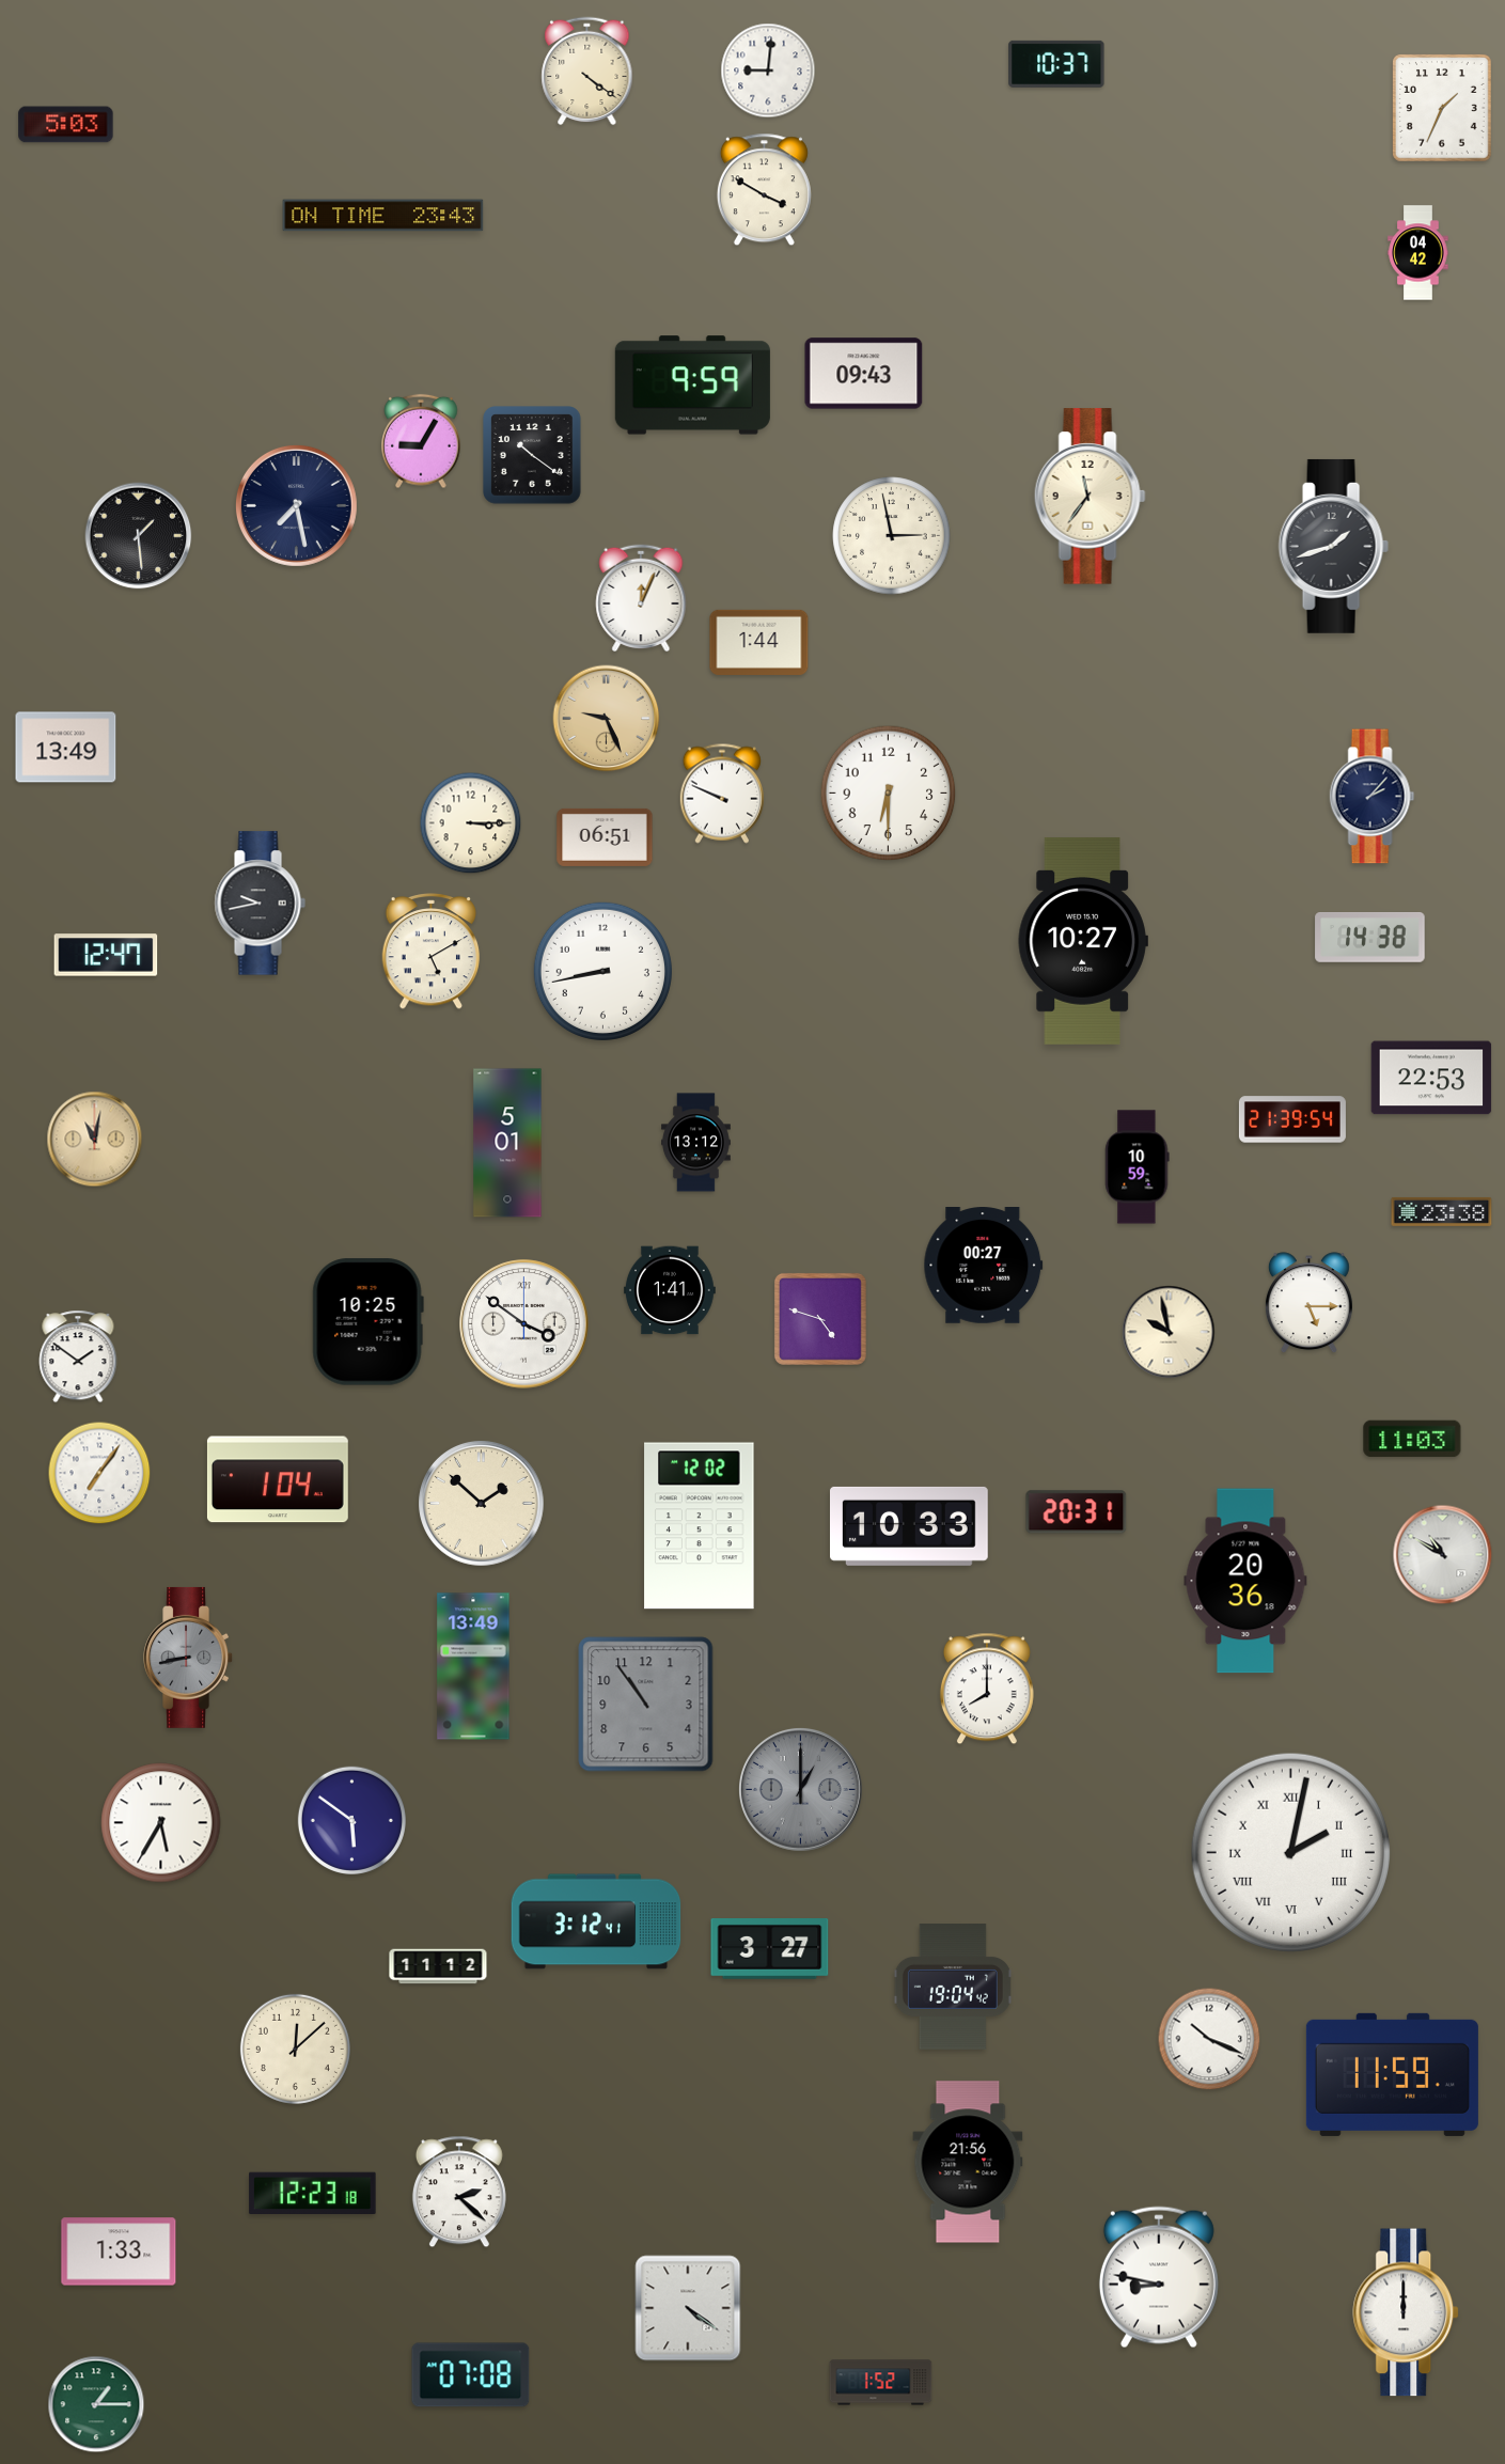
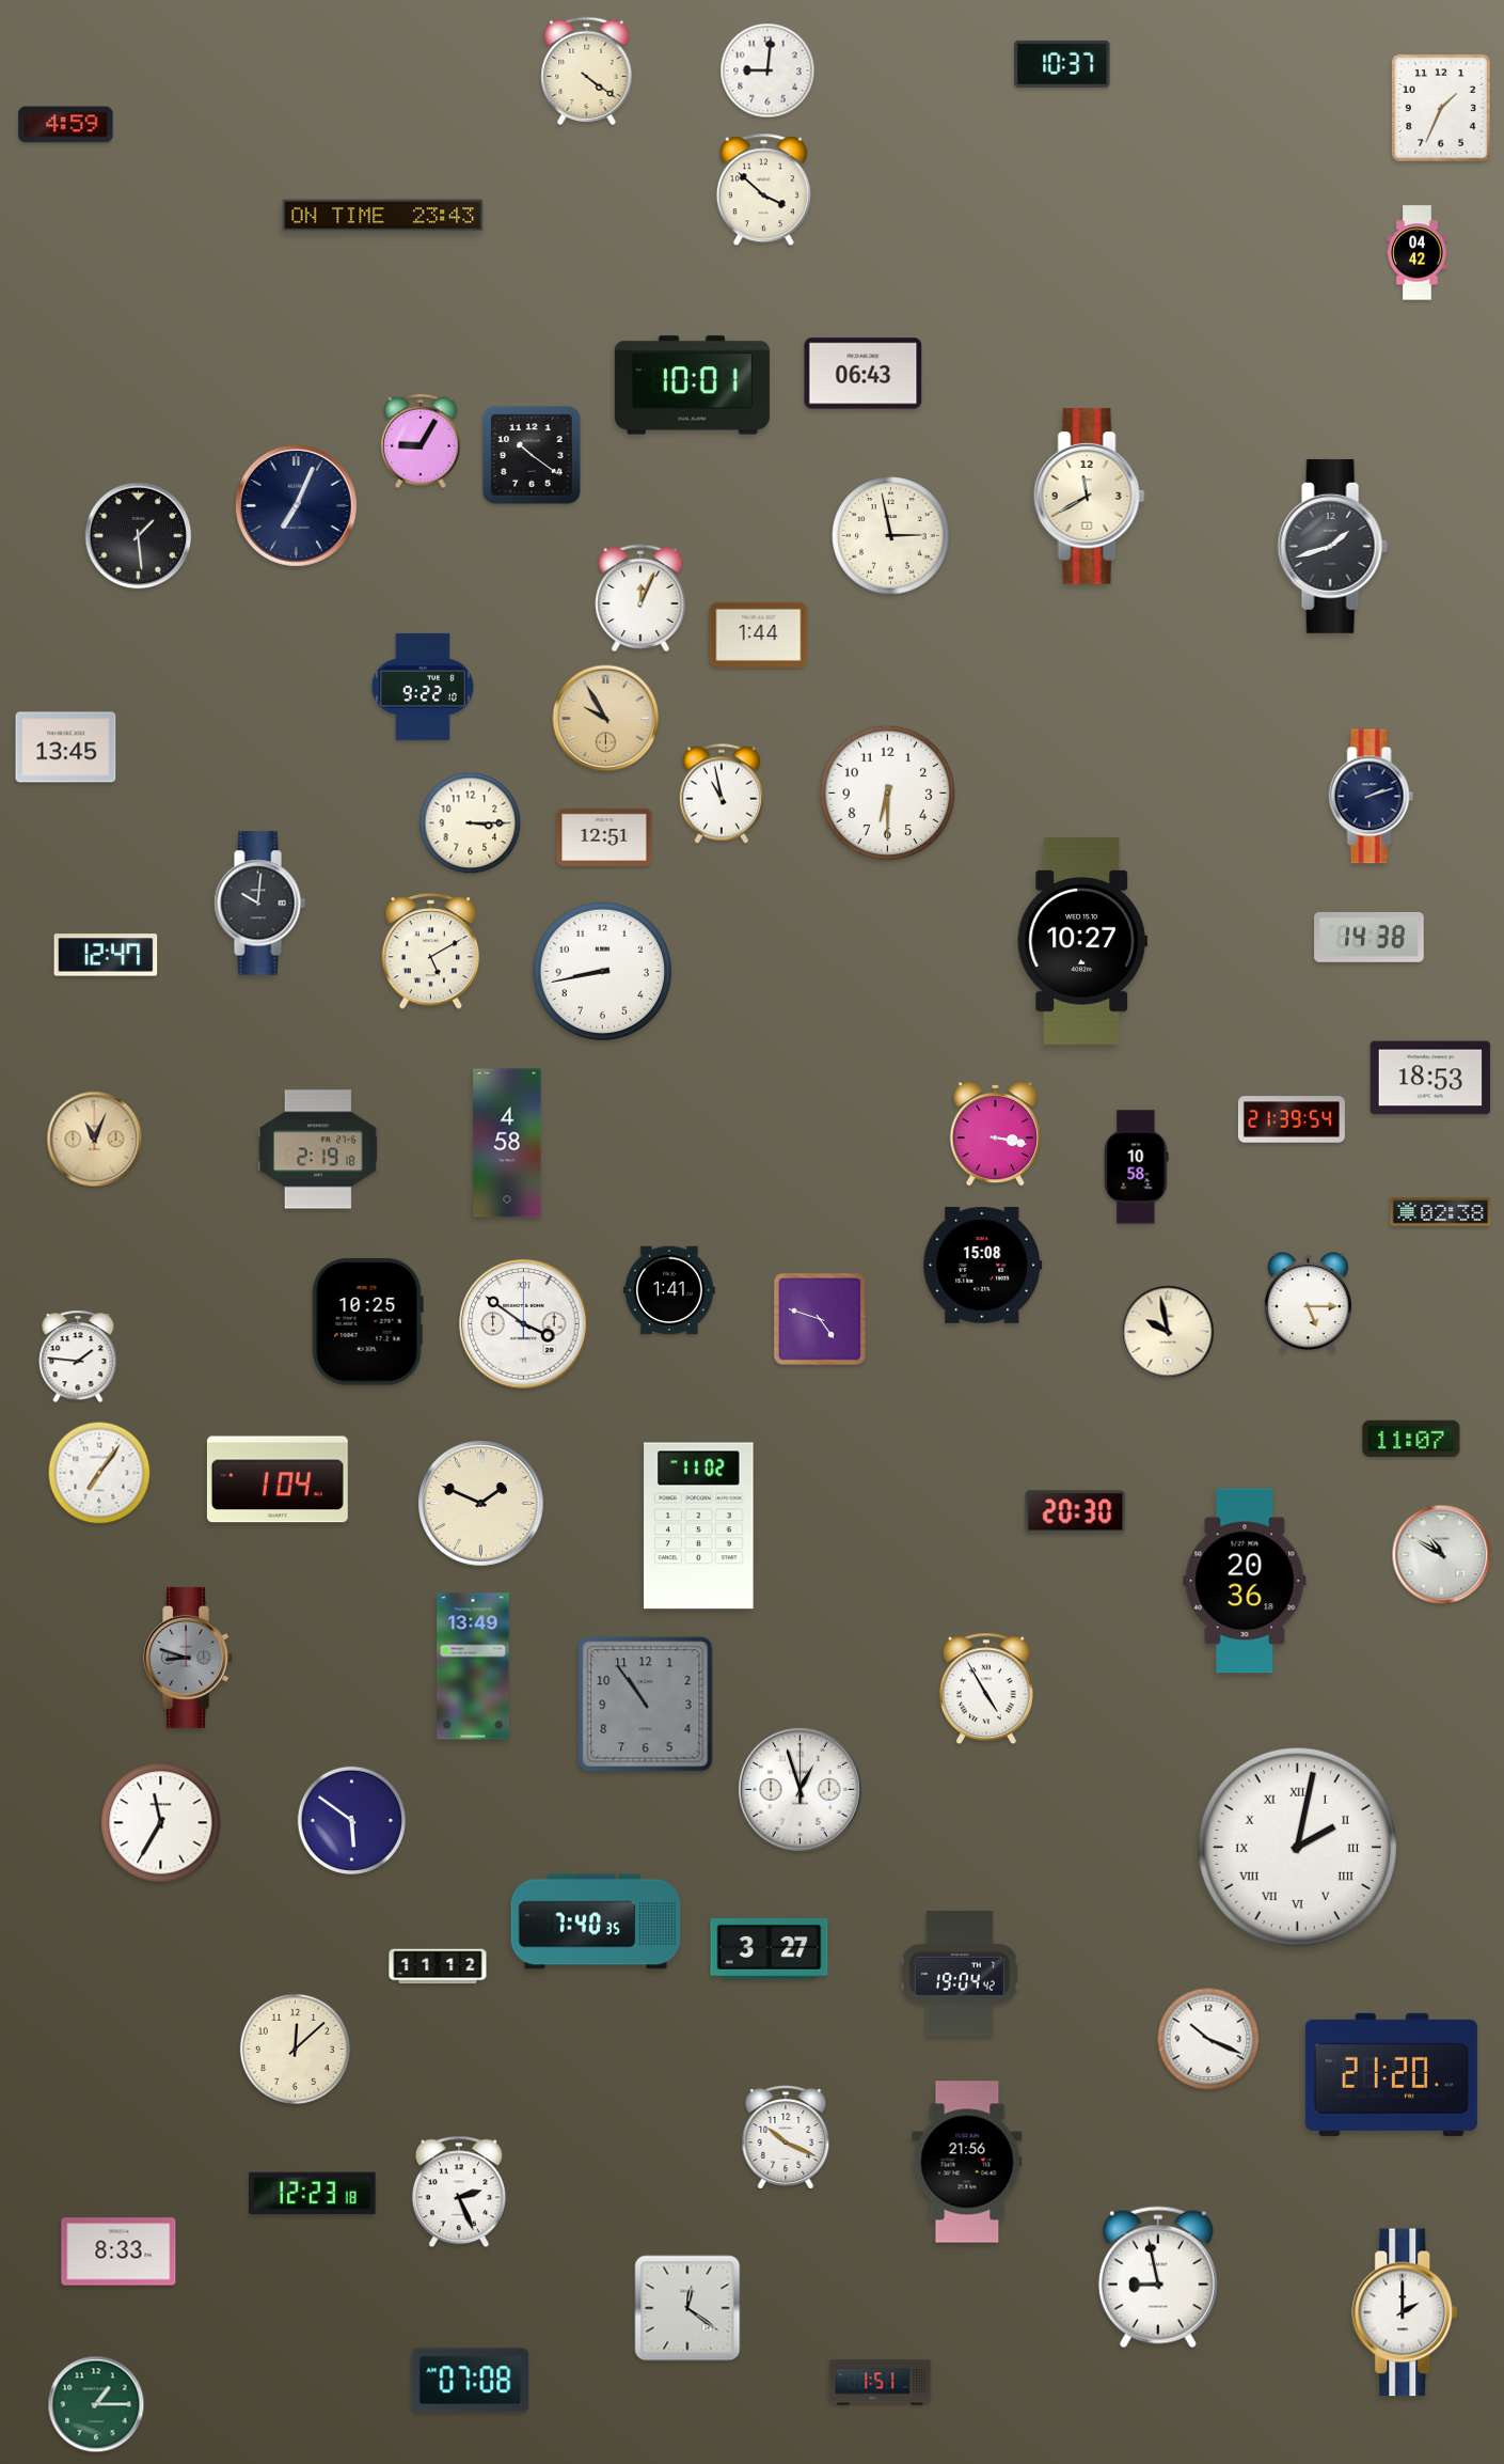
clock at (1056, 64) position: (1056, 64) -> (1062, 64)
clock at (66, 125): 5:03 -> 4:59
clock at (764, 190): 3:50 -> 3:52
clock at (864, 374): 09:43 -> 06:43
clock at (692, 386): 9:59 -> 10:01
clock at (1089, 497): 11:36 -> 11:40
clock at (296, 505): 7:28 -> 7:04
clock at (759, 642) position: (759, 642) -> (759, 634)
clock at (423, 687): none -> 9:22
clock at (607, 719): 9:26 -> 9:55
clock at (66, 748): 13:49 -> 13:45
clock at (721, 794): 9:49 -> 10:58
clock at (1373, 797): 2:07 -> 2:12
clock at (605, 837): 06:51 -> 12:51
clock at (260, 904): 9:43 -> 10:01
clock at (1431, 1078): 22:53 -> 18:53
clock at (996, 1133): none -> 3:17
clock at (95, 1140): 11:02 -> 11:04
clock at (507, 1143): 5:01 -> 4:58
clock at (696, 1143): 13:12 -> none
clock at (318, 1149): none -> 2:19
clock at (1138, 1167): 10:59 -> 10:58
clock at (1442, 1211): 23:38 -> 02:38
clock at (984, 1266): 00:27 -> 15:08
clock at (78, 1356): 1:51 -> 1:46
clock at (1412, 1439): 11:03 -> 11:07
clock at (482, 1504): 1:52 -> 1:49
clock at (1077, 1512): 20:31 -> 20:30
clock at (700, 1526): 12:02 -> 11:02
clock at (910, 1526): 10:33 -> none
clock at (188, 1658): 8:43 -> 8:48
clock at (987, 1689): 8:00 -> 4:55
clock at (801, 1790): 1:00 -> 12:57
clock at (801, 1790) dial: grey -> white
clock at (161, 1823): 5:35 -> 11:35
clock at (1290, 1852) position: (1290, 1852) -> (1297, 1847)
clock at (596, 1921): 3:12 -> 7:40
clock at (953, 1987) position: (953, 1987) -> (960, 1974)
clock at (1392, 2074): 11:59 -> 21:20
clock at (786, 2137): none -> 10:19
clock at (459, 2192): 2:22 -> 2:26
clock at (119, 2251): 1:33 -> 8:33
clock at (1159, 2277): 8:47 -> 8:58
clock at (688, 2308): 4:21 -> 12:21
clock at (1407, 2312): 12:00 -> 2:00
clock at (471, 2375) position: (471, 2375) -> (471, 2381)
clock at (881, 2383): 1:52 -> 1:51
